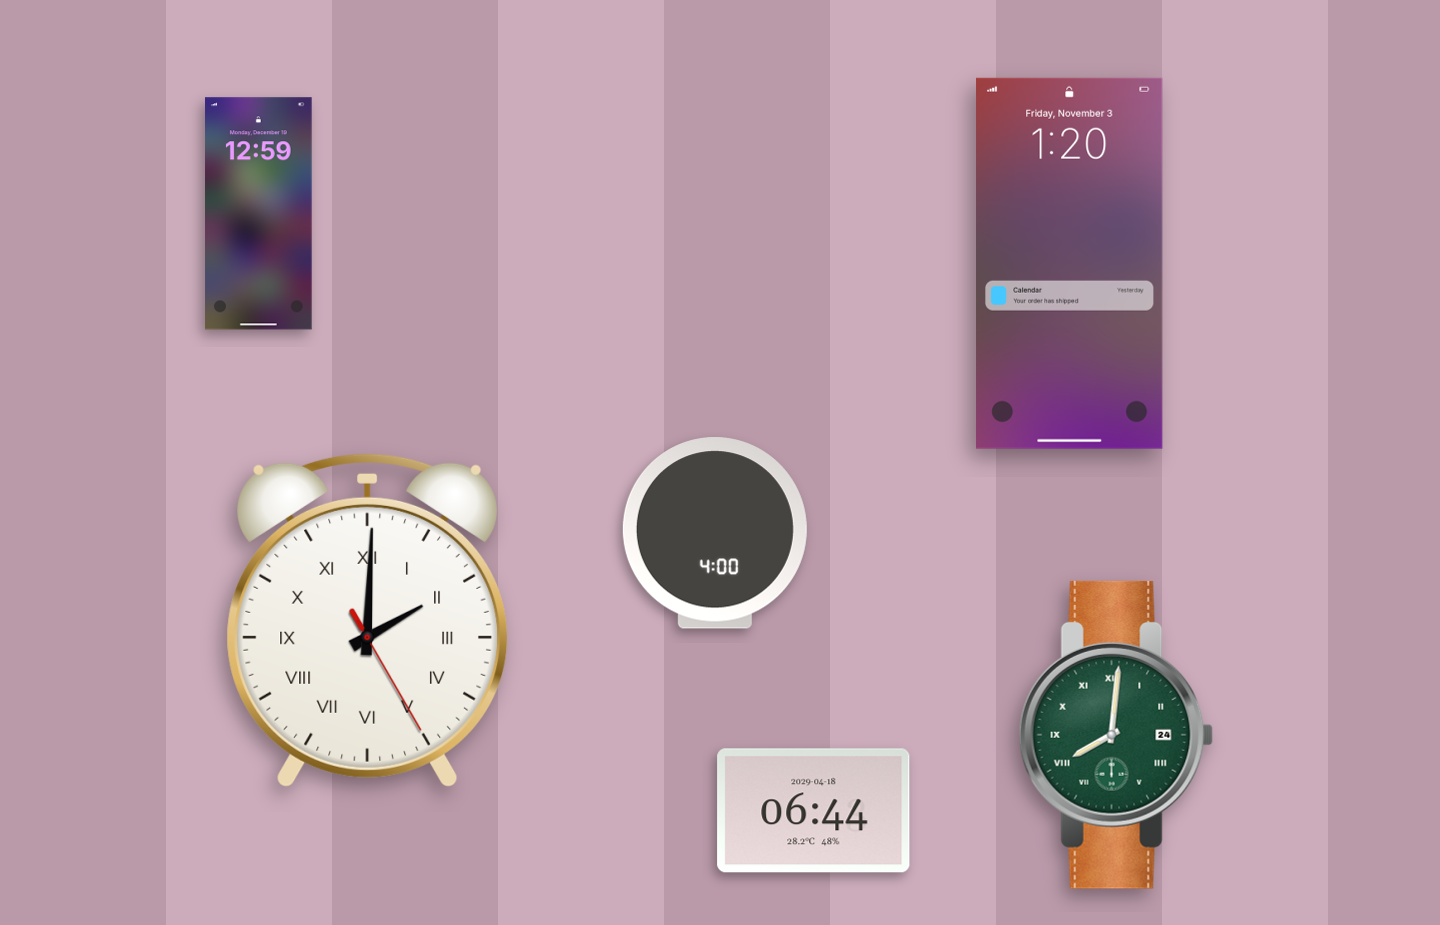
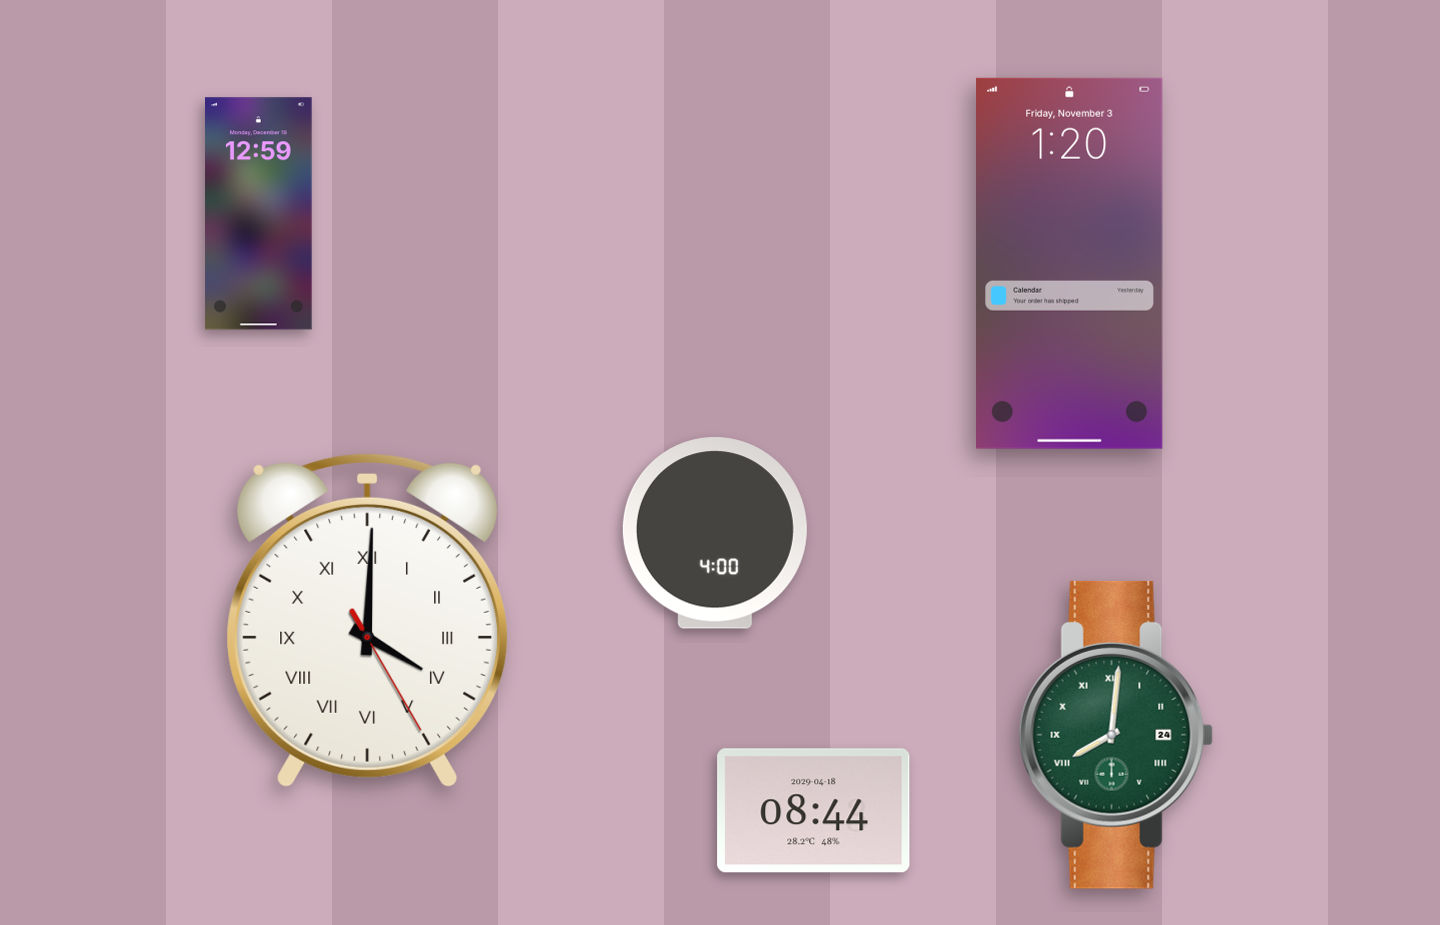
clock at (367, 620): 2:00 -> 4:00
clock at (814, 811): 06:44 -> 08:44
